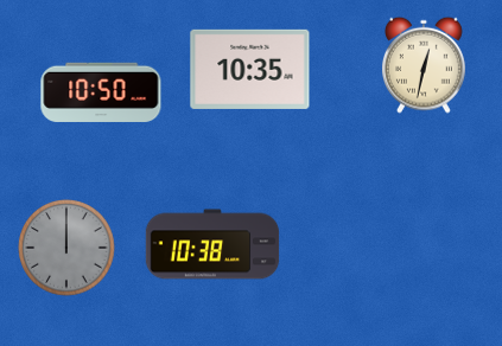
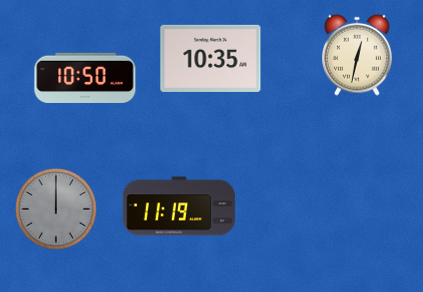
clock at (212, 244): 10:38 -> 11:19
